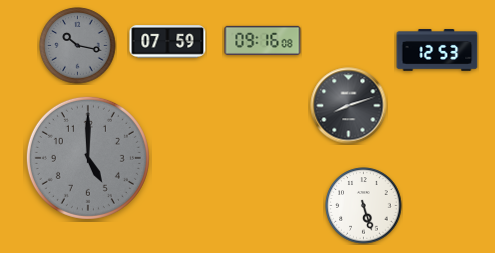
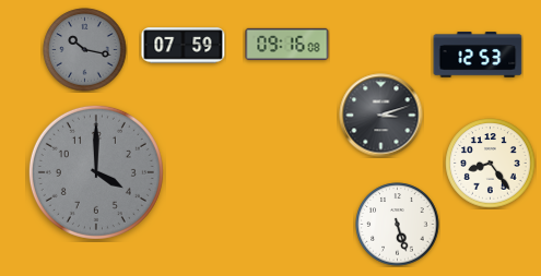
clock at (349, 106): 8:12 -> 3:12
clock at (491, 164): none -> 8:24
clock at (88, 158): 5:00 -> 4:00
